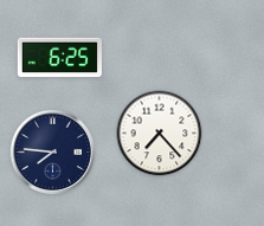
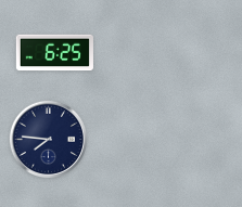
clock at (160, 134): 7:23 -> none
